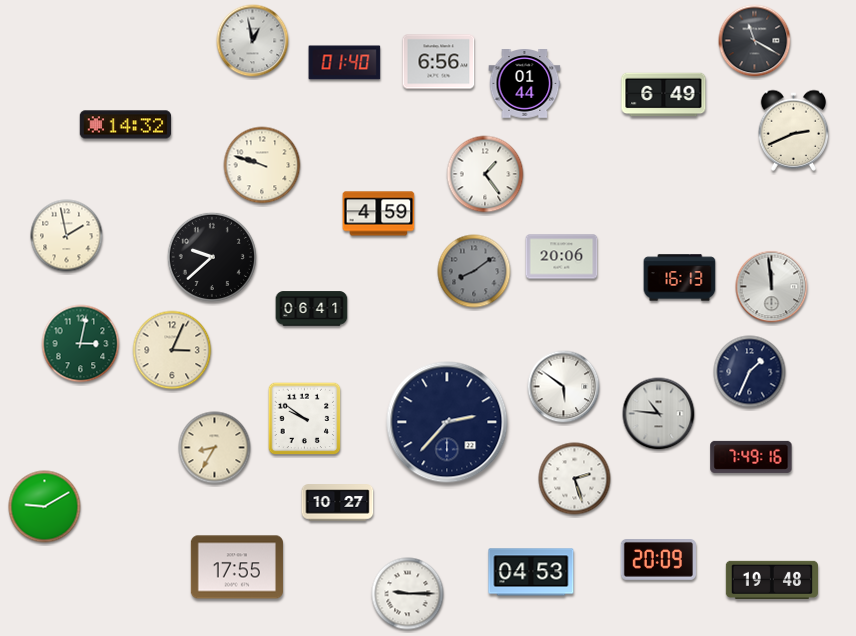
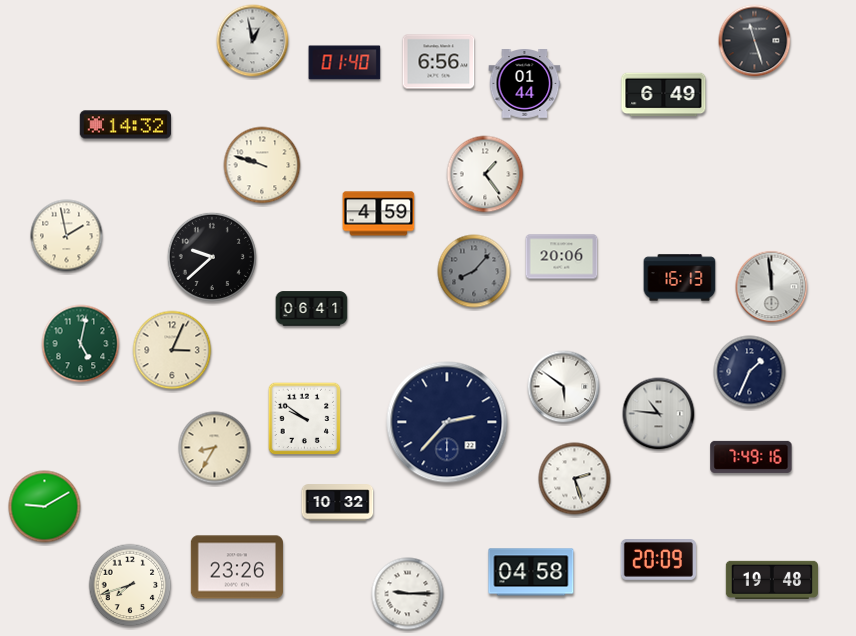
clock at (755, 41): 11:20 -> 11:27
clock at (794, 130): 2:41 -> none
clock at (474, 271): 8:09 -> 8:07
clock at (81, 344): 3:02 -> 5:02
clock at (338, 503): 10:27 -> 10:32
clock at (237, 567): 17:55 -> 23:26
clock at (531, 572): 04:53 -> 04:58
clock at (130, 585): none -> 7:42
